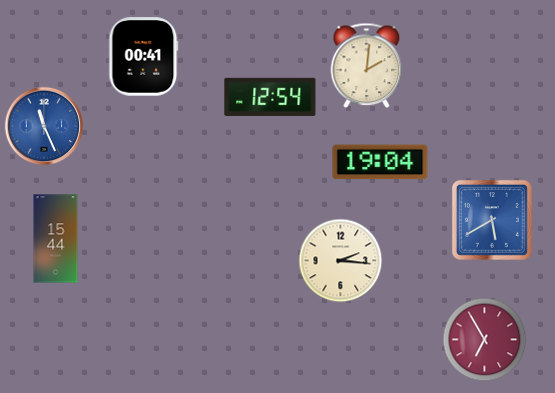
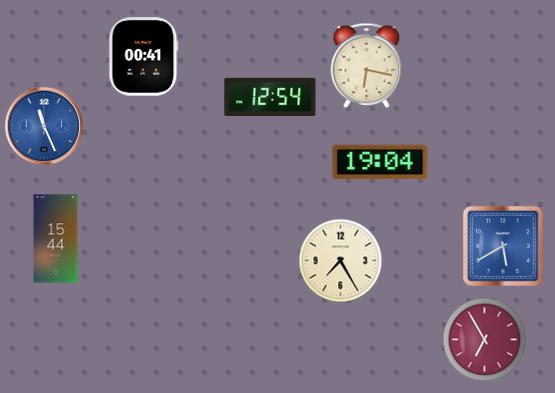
clock at (367, 65): 2:01 -> 6:17
clock at (492, 220) position: (492, 220) -> (503, 246)
clock at (340, 260): 2:16 -> 7:25
